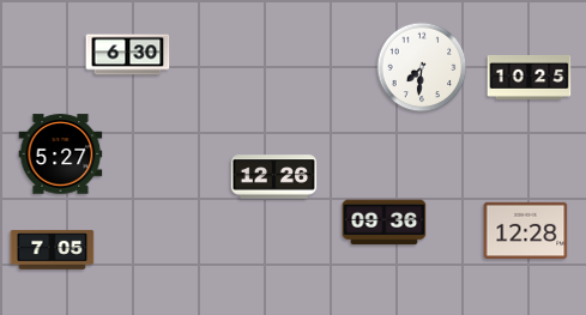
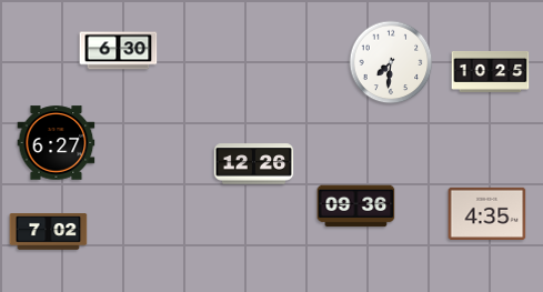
clock at (61, 155): 5:27 -> 6:27
clock at (526, 230): 12:28 -> 4:35
clock at (53, 250): 7:05 -> 7:02
